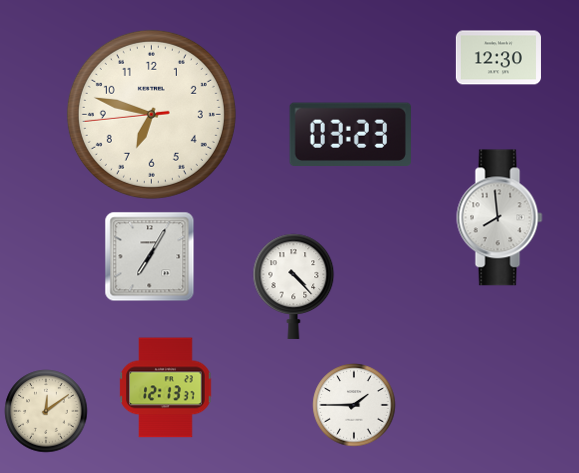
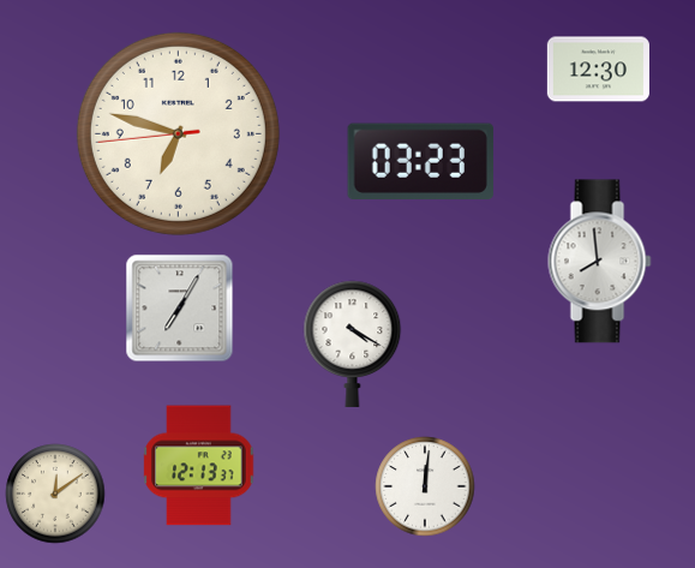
clock at (151, 114) position: (151, 114) -> (178, 133)
clock at (294, 286): 4:23 -> 4:20
clock at (354, 405): 1:45 -> 12:01
